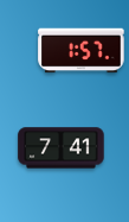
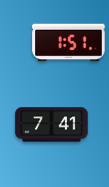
clock at (82, 51): 1:57 -> 1:51
